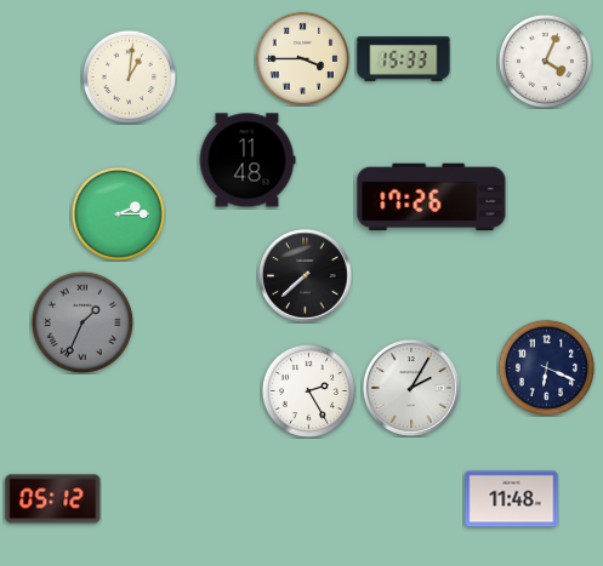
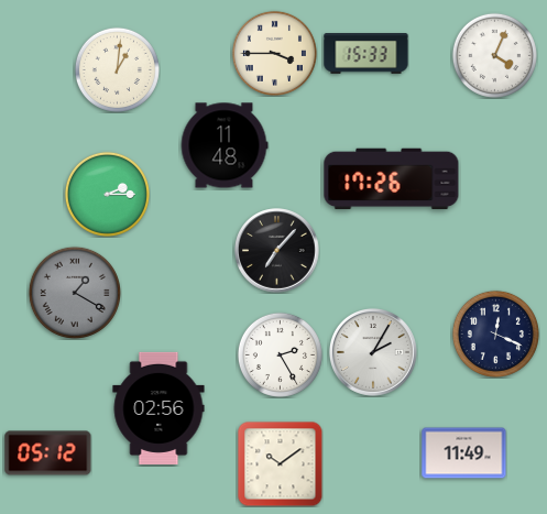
clock at (306, 276): 7:38 -> 7:07
clock at (81, 321): 1:34 -> 1:20
clock at (546, 367): 6:19 -> 12:19
clock at (158, 408): none -> 02:56
clock at (512, 499): 11:48 -> 11:49
clock at (280, 463): none -> 10:09
